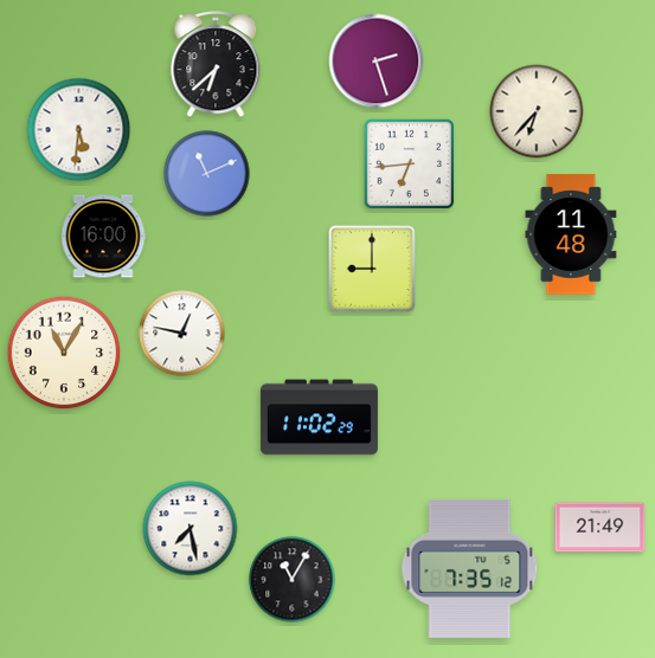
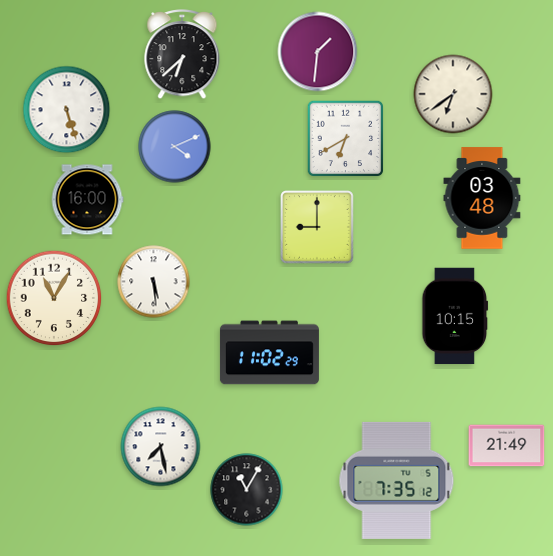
clock at (377, 62): 2:27 -> 1:31
clock at (537, 111): 6:37 -> 6:39
clock at (79, 130): 5:31 -> 5:27
clock at (410, 164): 6:44 -> 6:40
clock at (207, 174): 11:11 -> 4:11
clock at (571, 234): 11:48 -> 03:48
clock at (373, 270) position: (373, 270) -> (318, 228)
clock at (182, 334): 12:47 -> 5:29
clock at (455, 316): none -> 10:15
